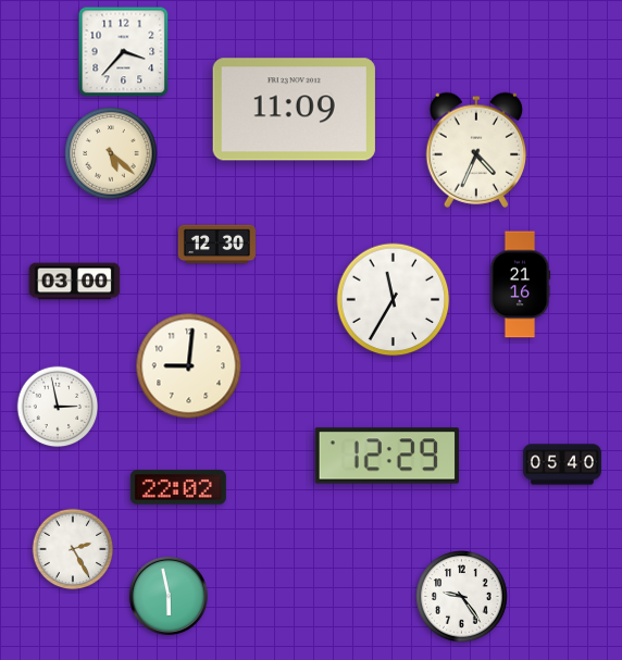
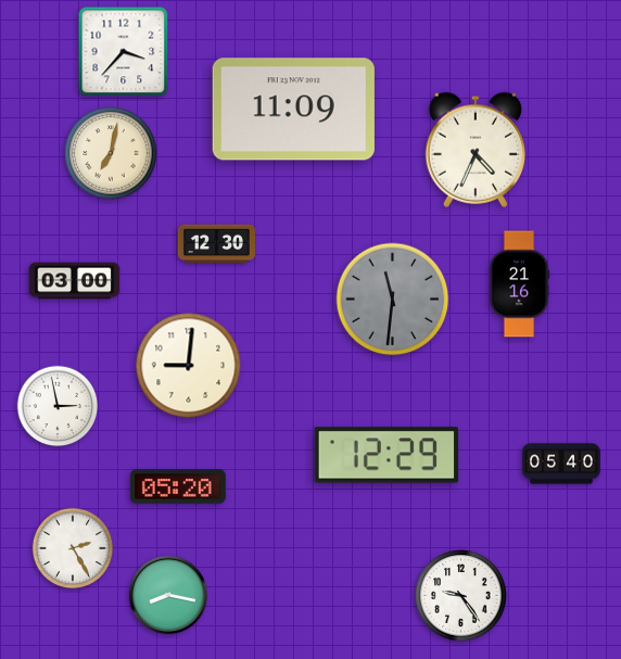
clock at (111, 153): 5:22 -> 7:02
clock at (394, 300): 11:35 -> 11:31
clock at (394, 300) dial: white -> grey
clock at (178, 487): 22:02 -> 05:20
clock at (169, 596): 5:58 -> 8:17
